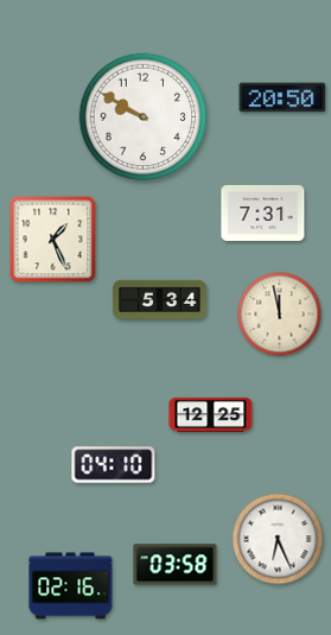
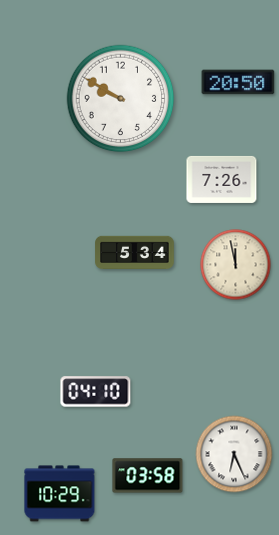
clock at (263, 212): 7:31 -> 7:26
clock at (53, 240): 1:26 -> none
clock at (211, 414): 12:25 -> none
clock at (71, 586): 02:16 -> 10:29
